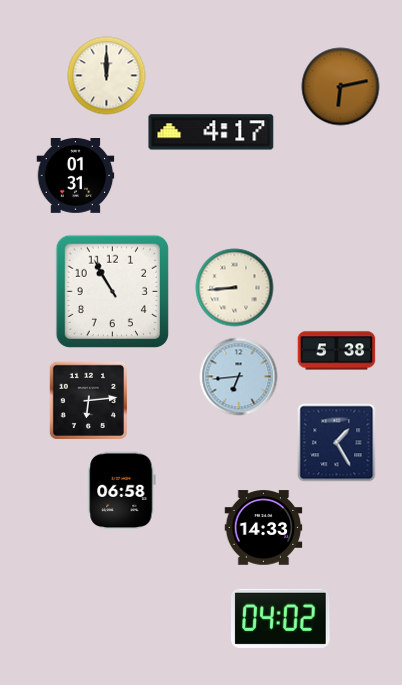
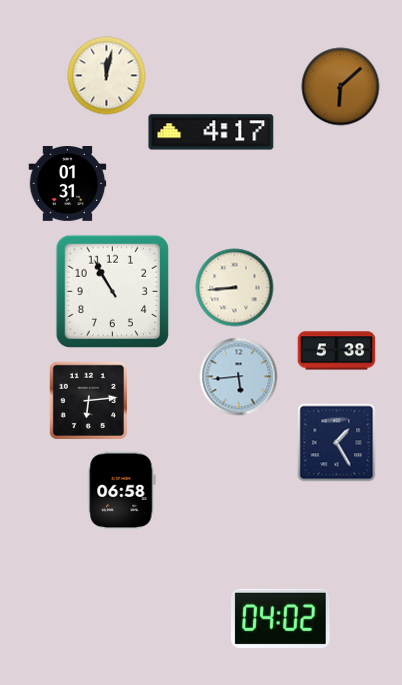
clock at (106, 75): 12:00 -> 12:02
clock at (340, 86): 6:13 -> 6:08
clock at (75, 176) position: (75, 176) -> (67, 184)
clock at (238, 376): 6:44 -> 5:44
clock at (263, 528): 14:33 -> none
